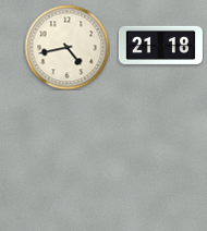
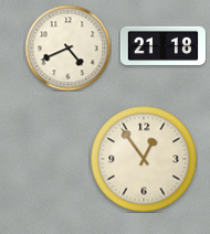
clock at (66, 47): 4:43 -> 4:41
clock at (144, 159): none -> 12:54
